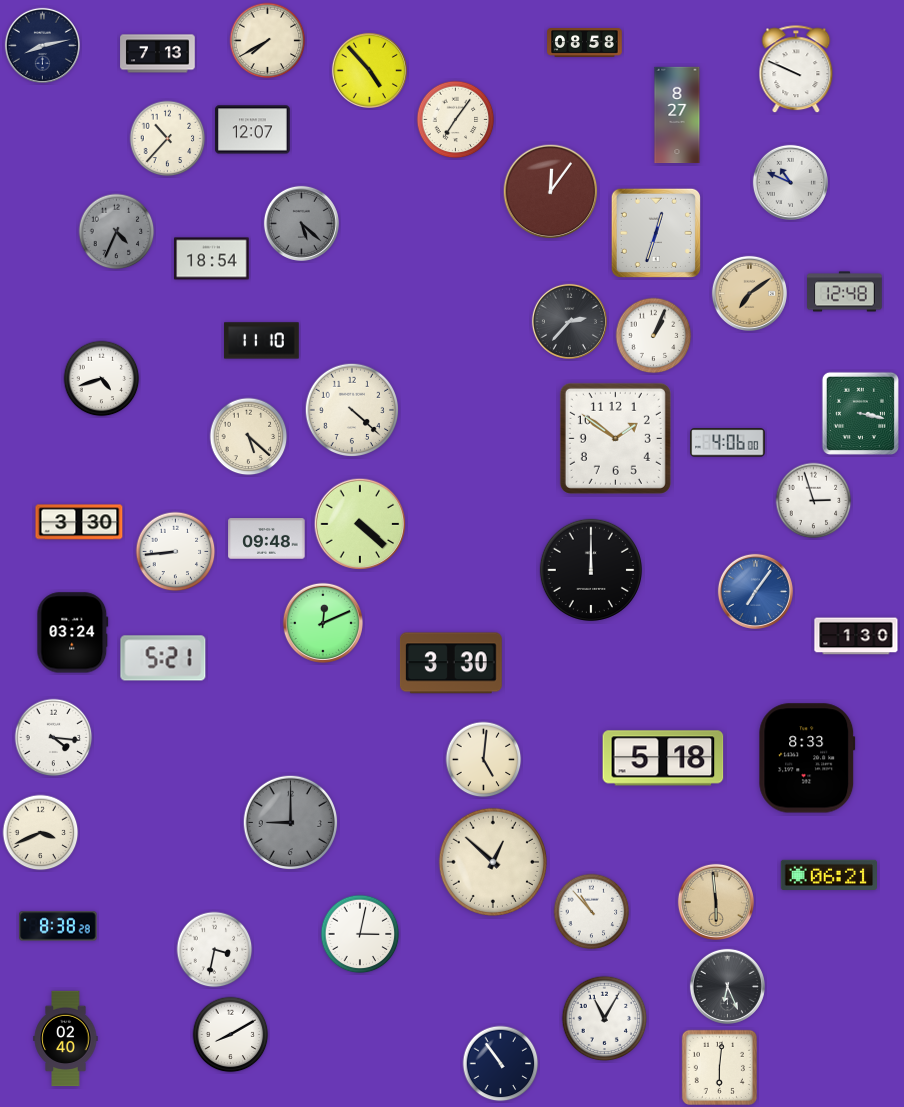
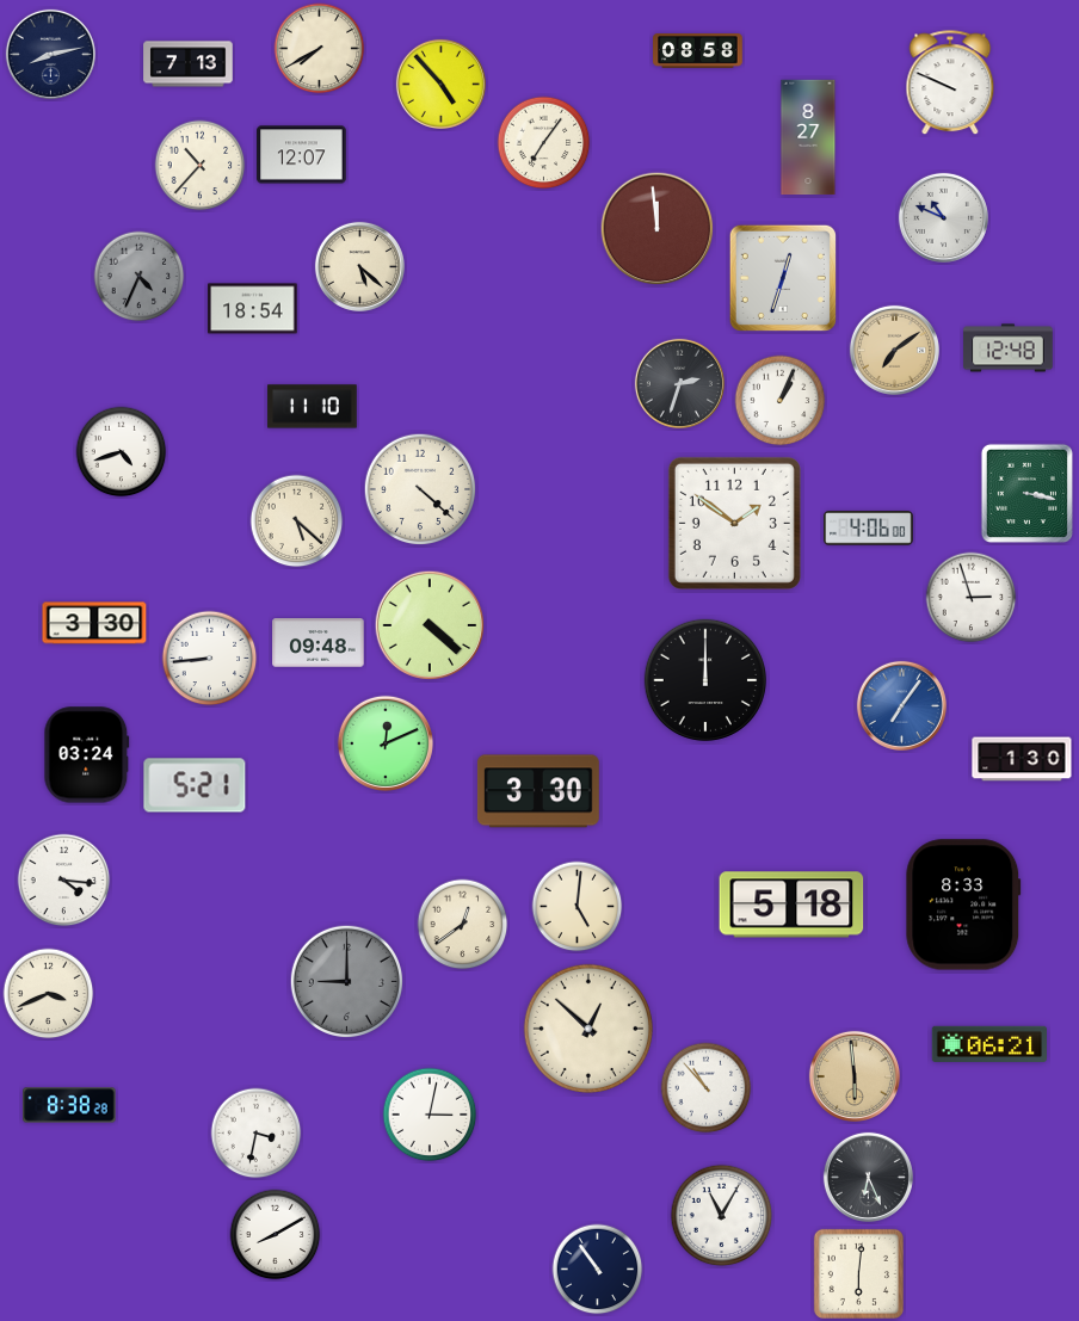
clock at (551, 192): 12:06 -> 11:59
clock at (301, 223) dial: grey -> cream
clock at (569, 321): 2:37 -> 2:33
clock at (463, 925): none -> 12:39
clock at (66, 1039): 02:40 -> none
